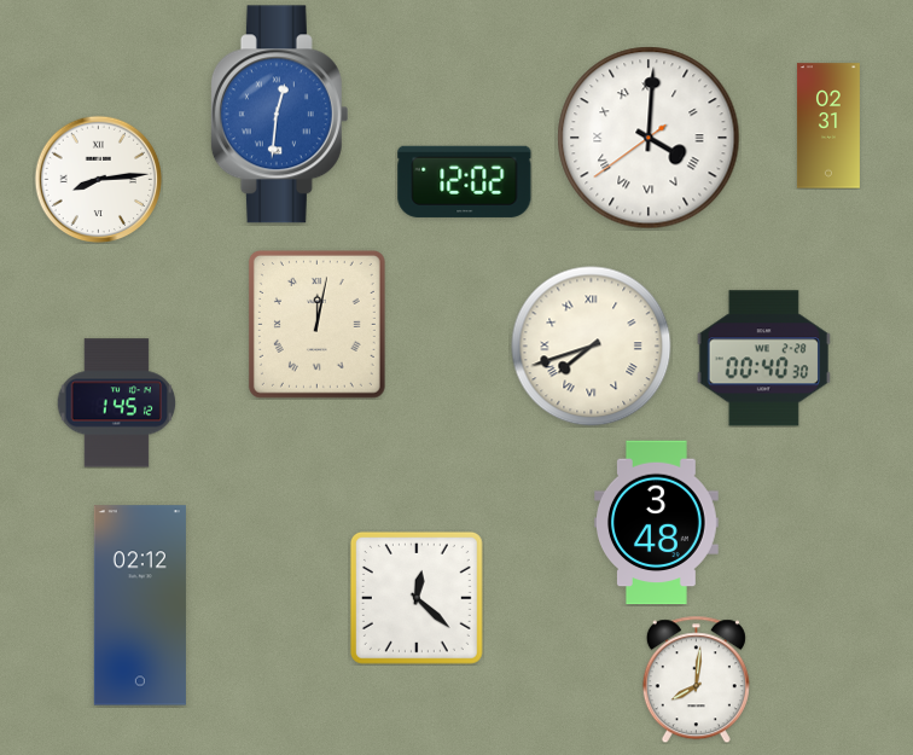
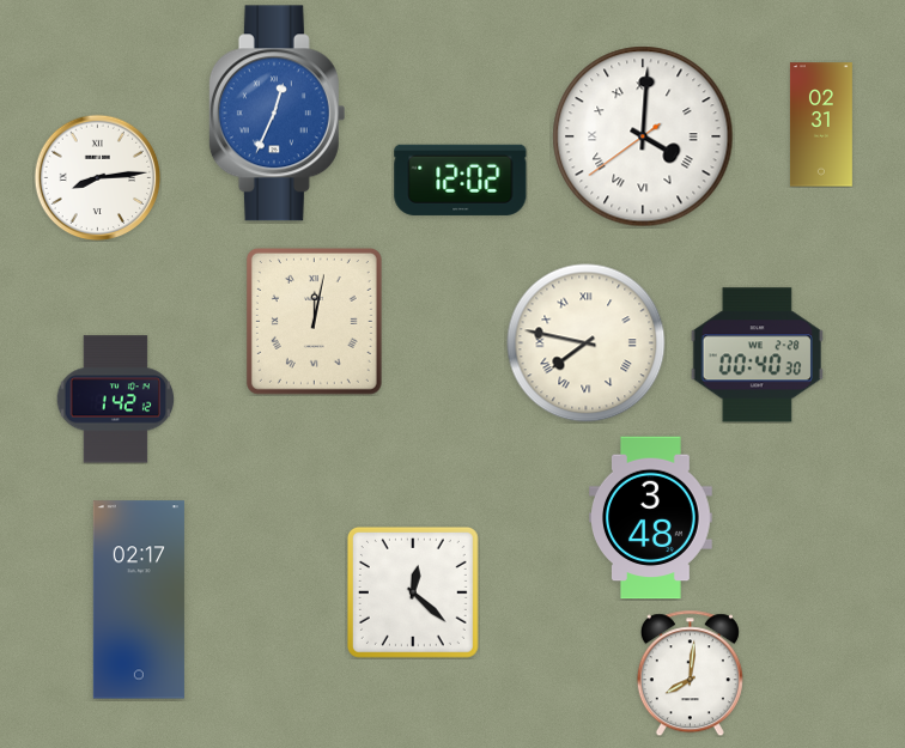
clock at (279, 115): 12:31 -> 12:34
clock at (592, 347): 7:42 -> 7:47
clock at (117, 403): 1:45 -> 1:42
clock at (140, 605): 02:12 -> 02:17
